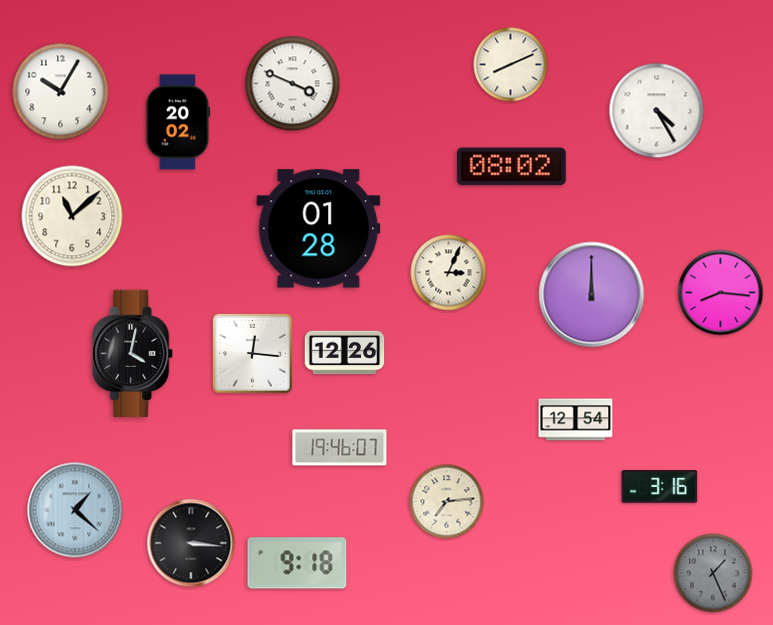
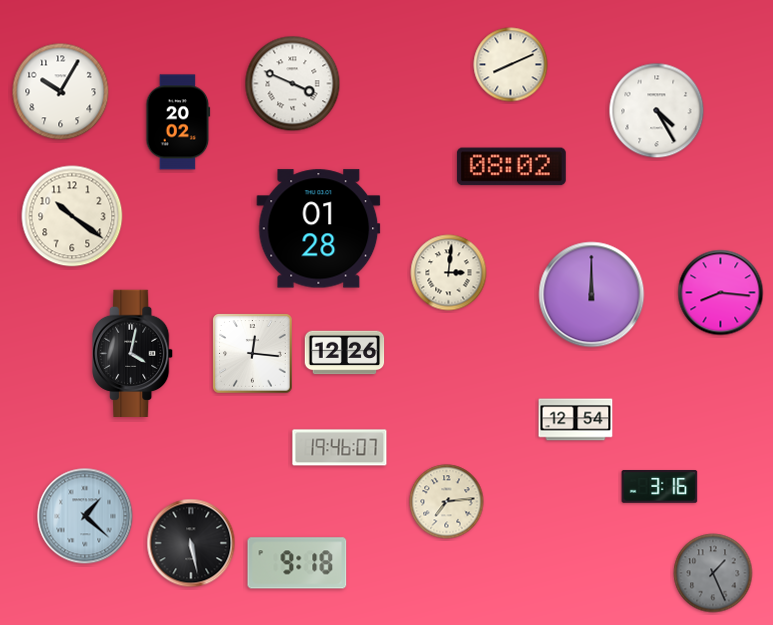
clock at (72, 216): 11:08 -> 10:21
clock at (449, 273): 3:04 -> 3:01
clock at (75, 510) position: (75, 510) -> (85, 516)
clock at (191, 543): 3:16 -> 5:28
